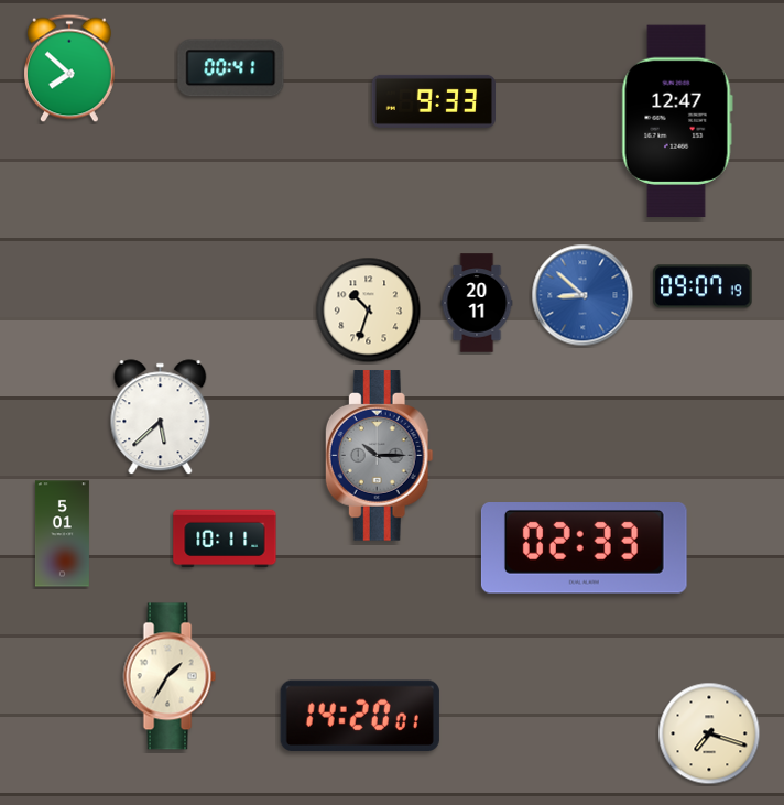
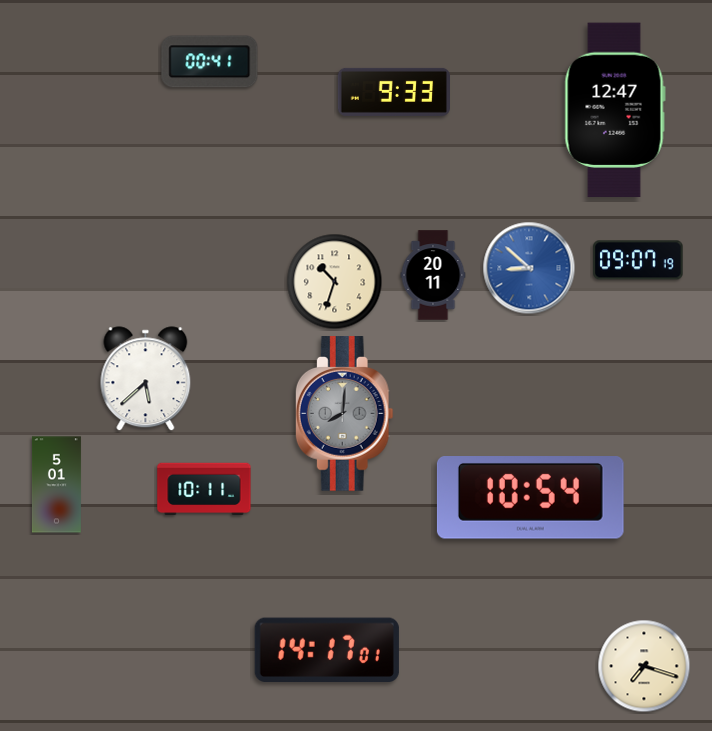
clock at (70, 68): 7:52 -> none
clock at (379, 456): 10:15 -> 8:01
clock at (584, 548): 02:33 -> 10:54
clock at (170, 676): 1:35 -> none
clock at (360, 716): 14:20 -> 14:17
